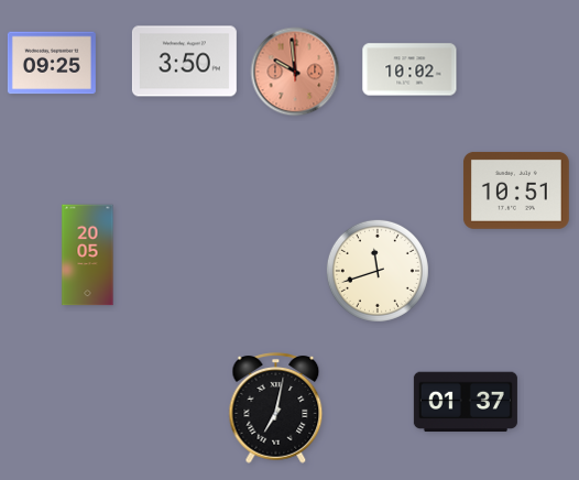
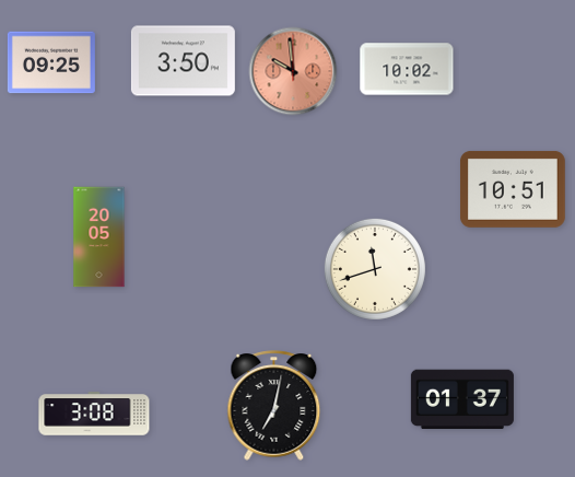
clock at (88, 255) position: (88, 255) -> (99, 237)
clock at (94, 414): none -> 3:08
